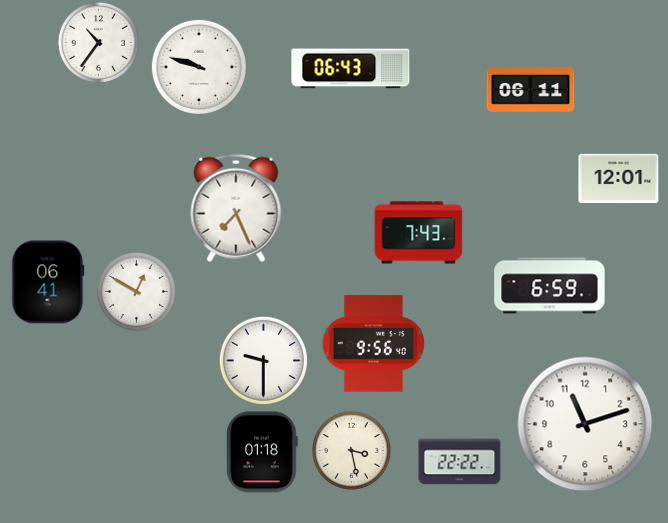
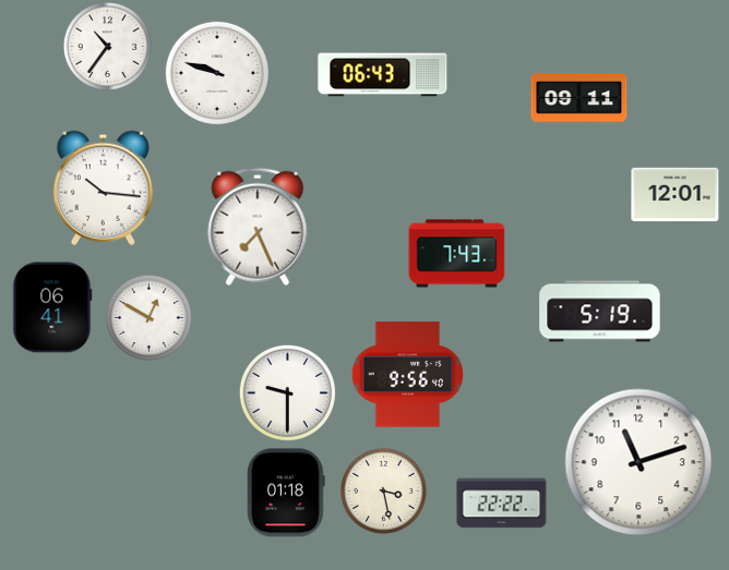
clock at (531, 90): 06:11 -> 09:11
clock at (103, 187): none -> 10:16
clock at (550, 286): 6:59 -> 5:19
